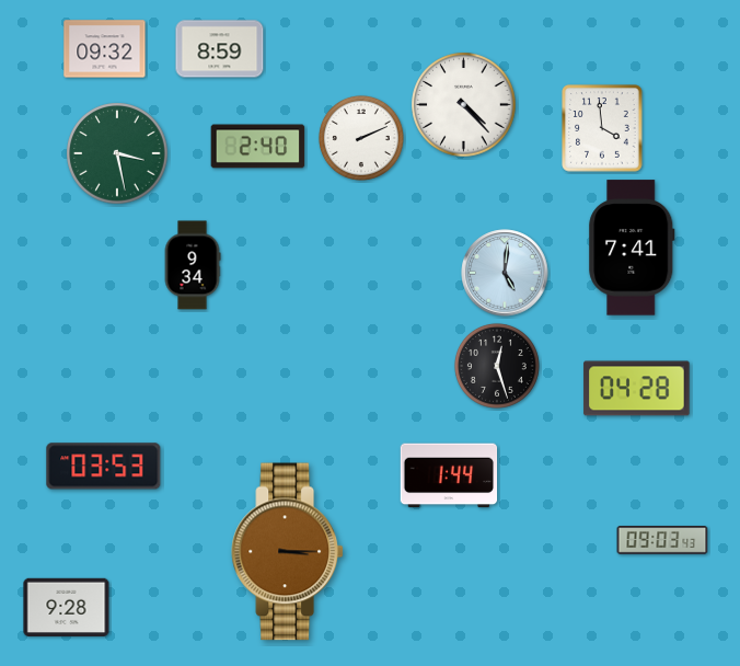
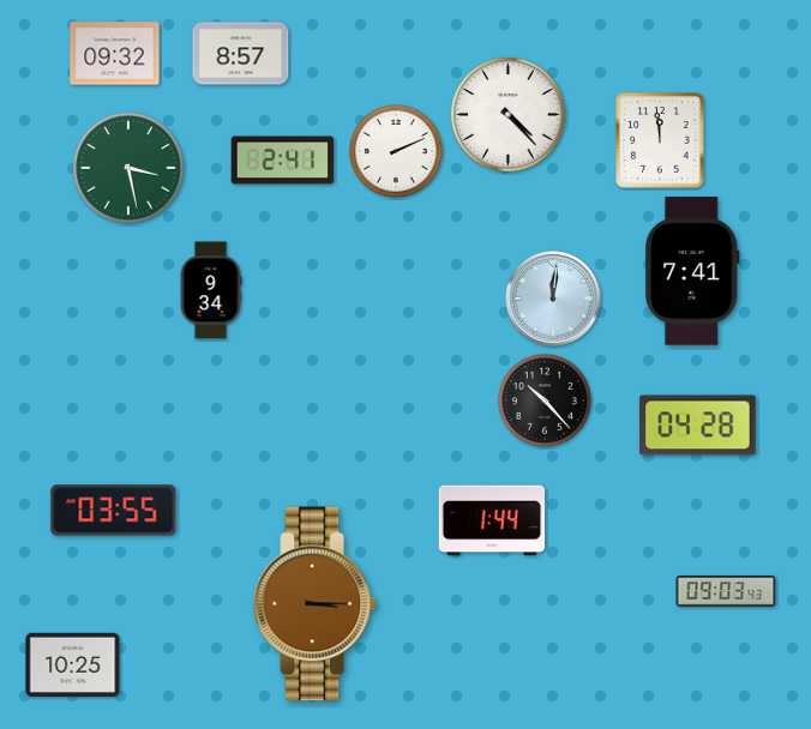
clock at (220, 49): 8:59 -> 8:57
clock at (602, 128): 3:59 -> 11:59
clock at (258, 147): 2:40 -> 2:41
clock at (505, 273): 5:01 -> 12:01
clock at (497, 366): 12:27 -> 10:23
clock at (104, 467): 03:53 -> 03:55
clock at (67, 607): 9:28 -> 10:25
